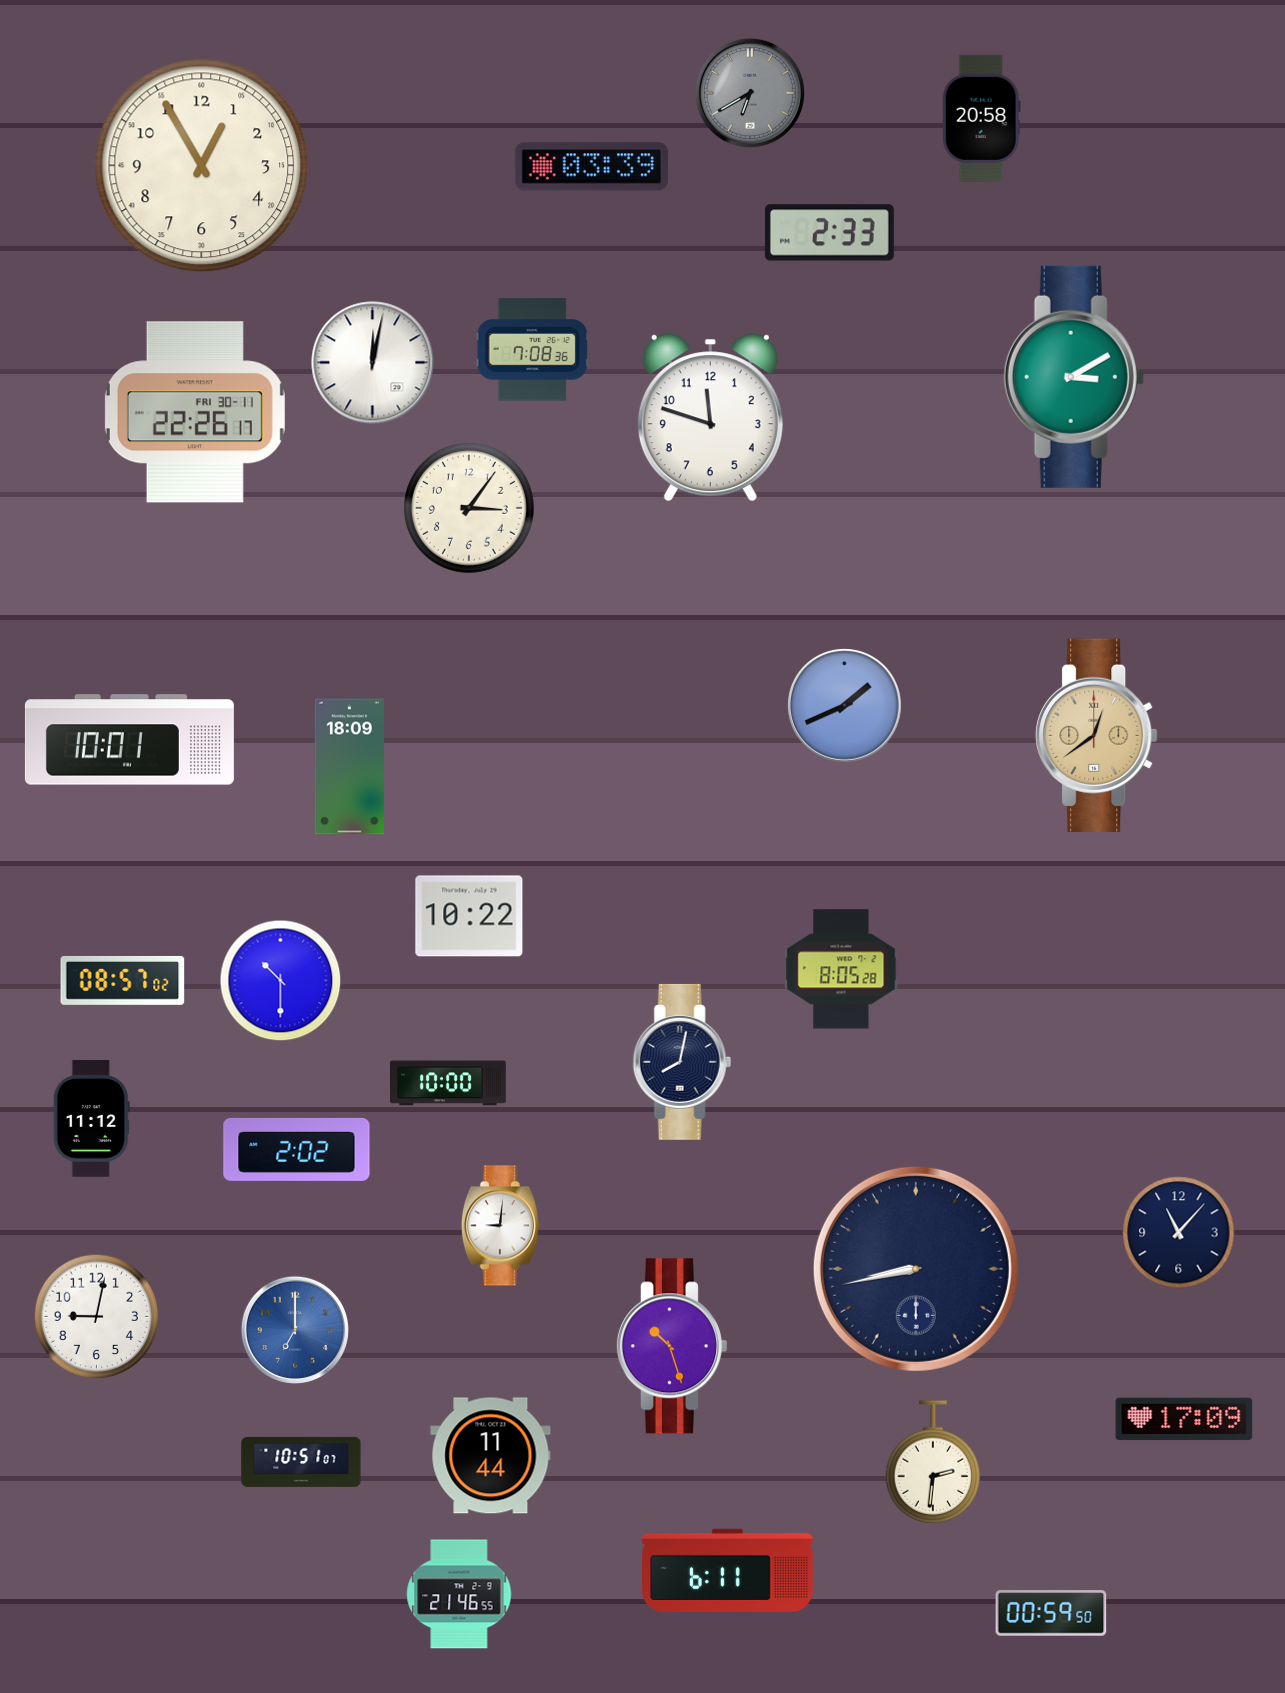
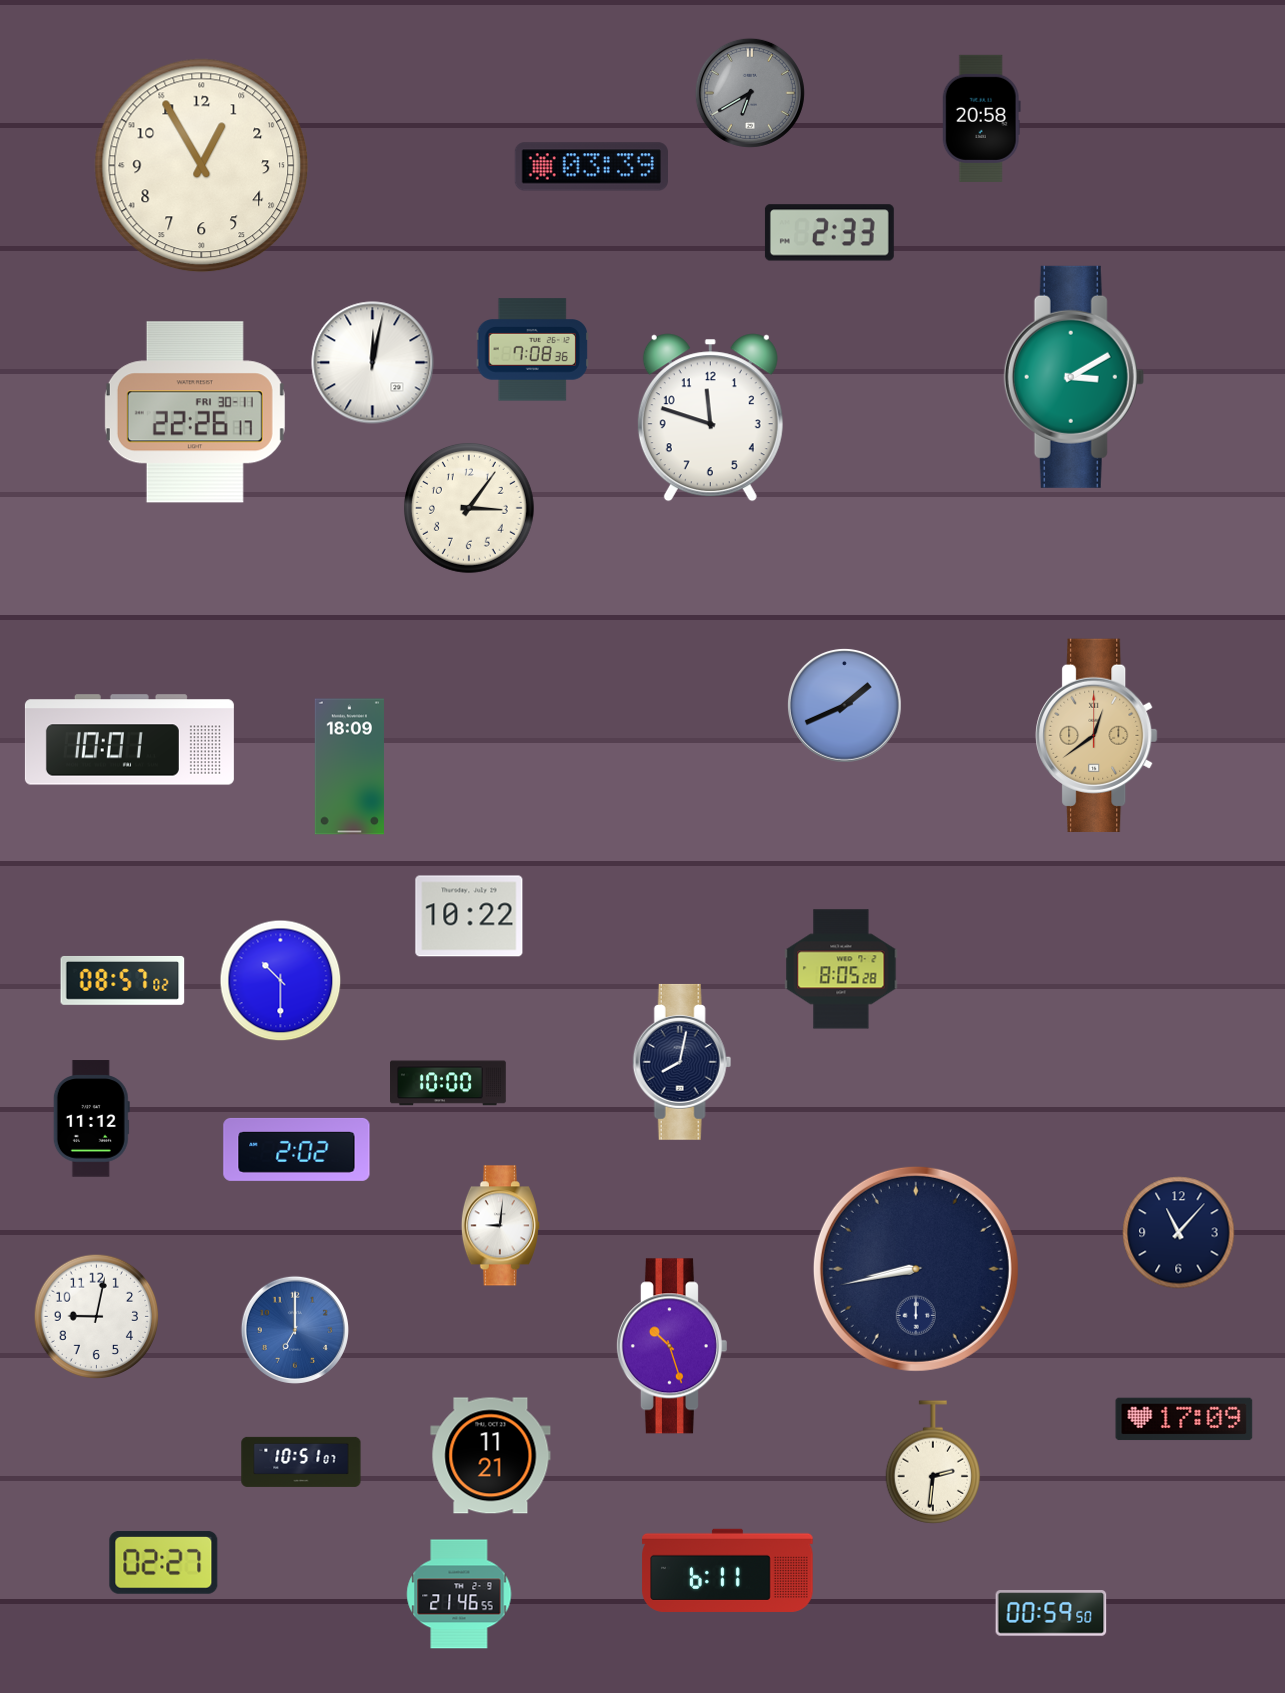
clock at (491, 1456): 11:44 -> 11:21
clock at (164, 1562): none -> 02:27
